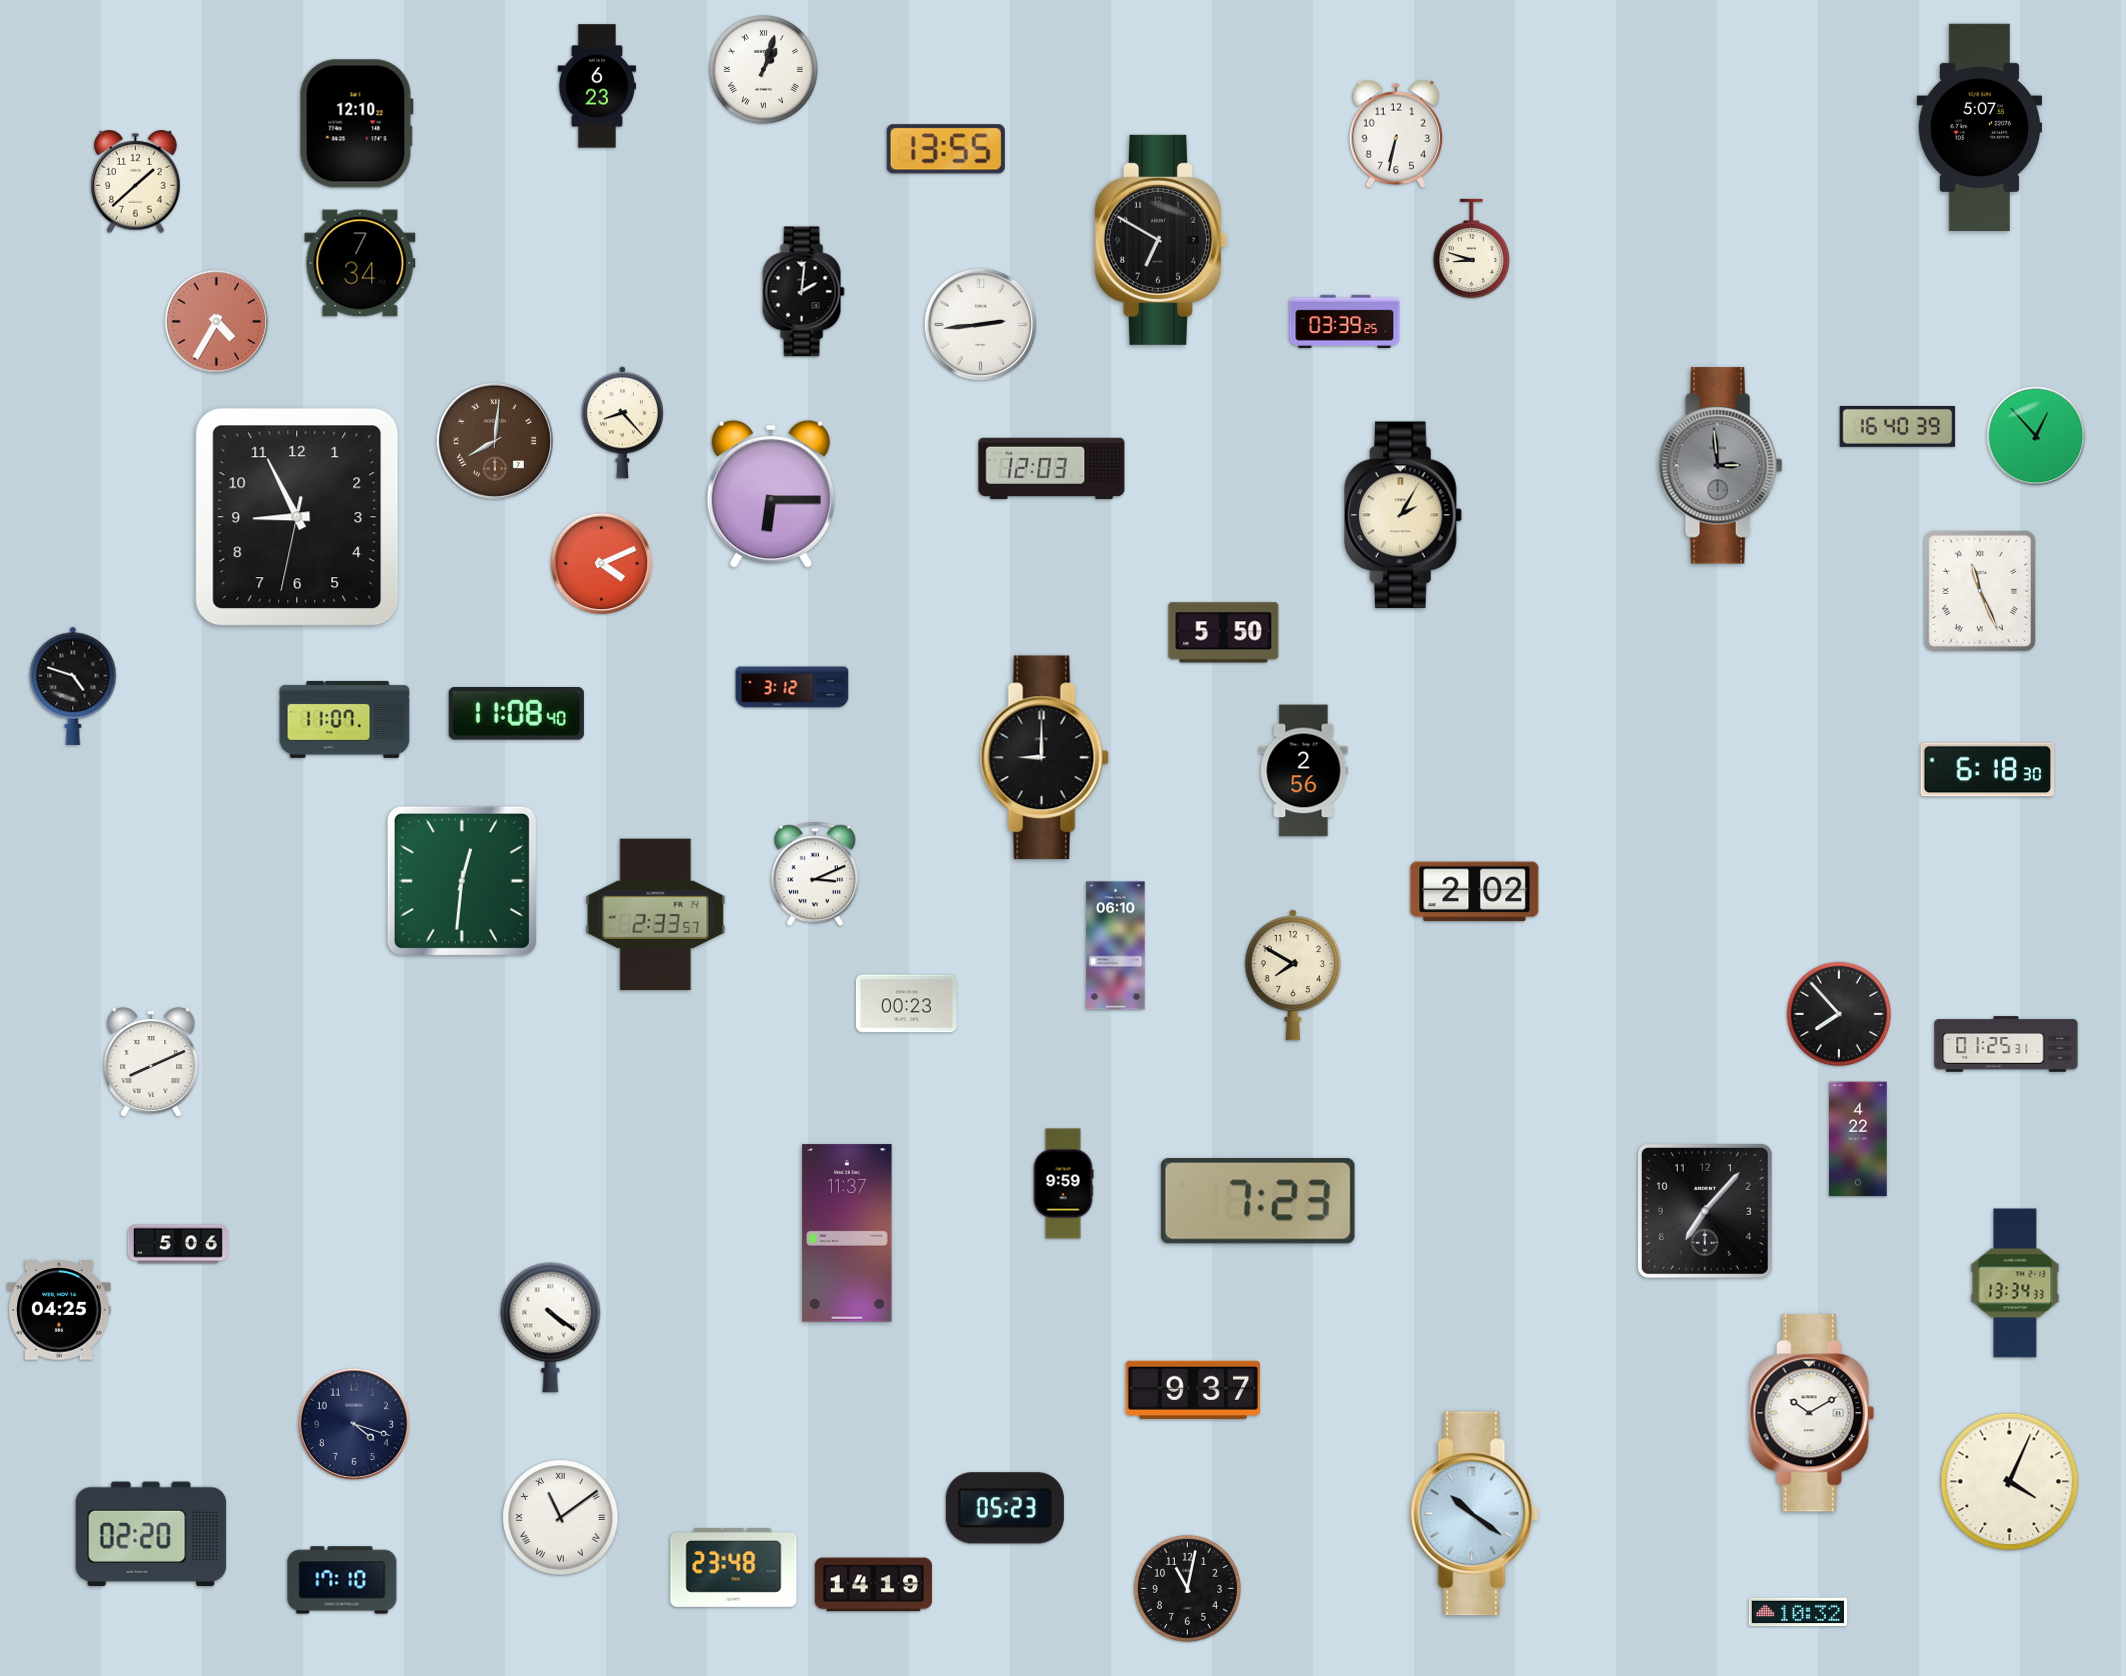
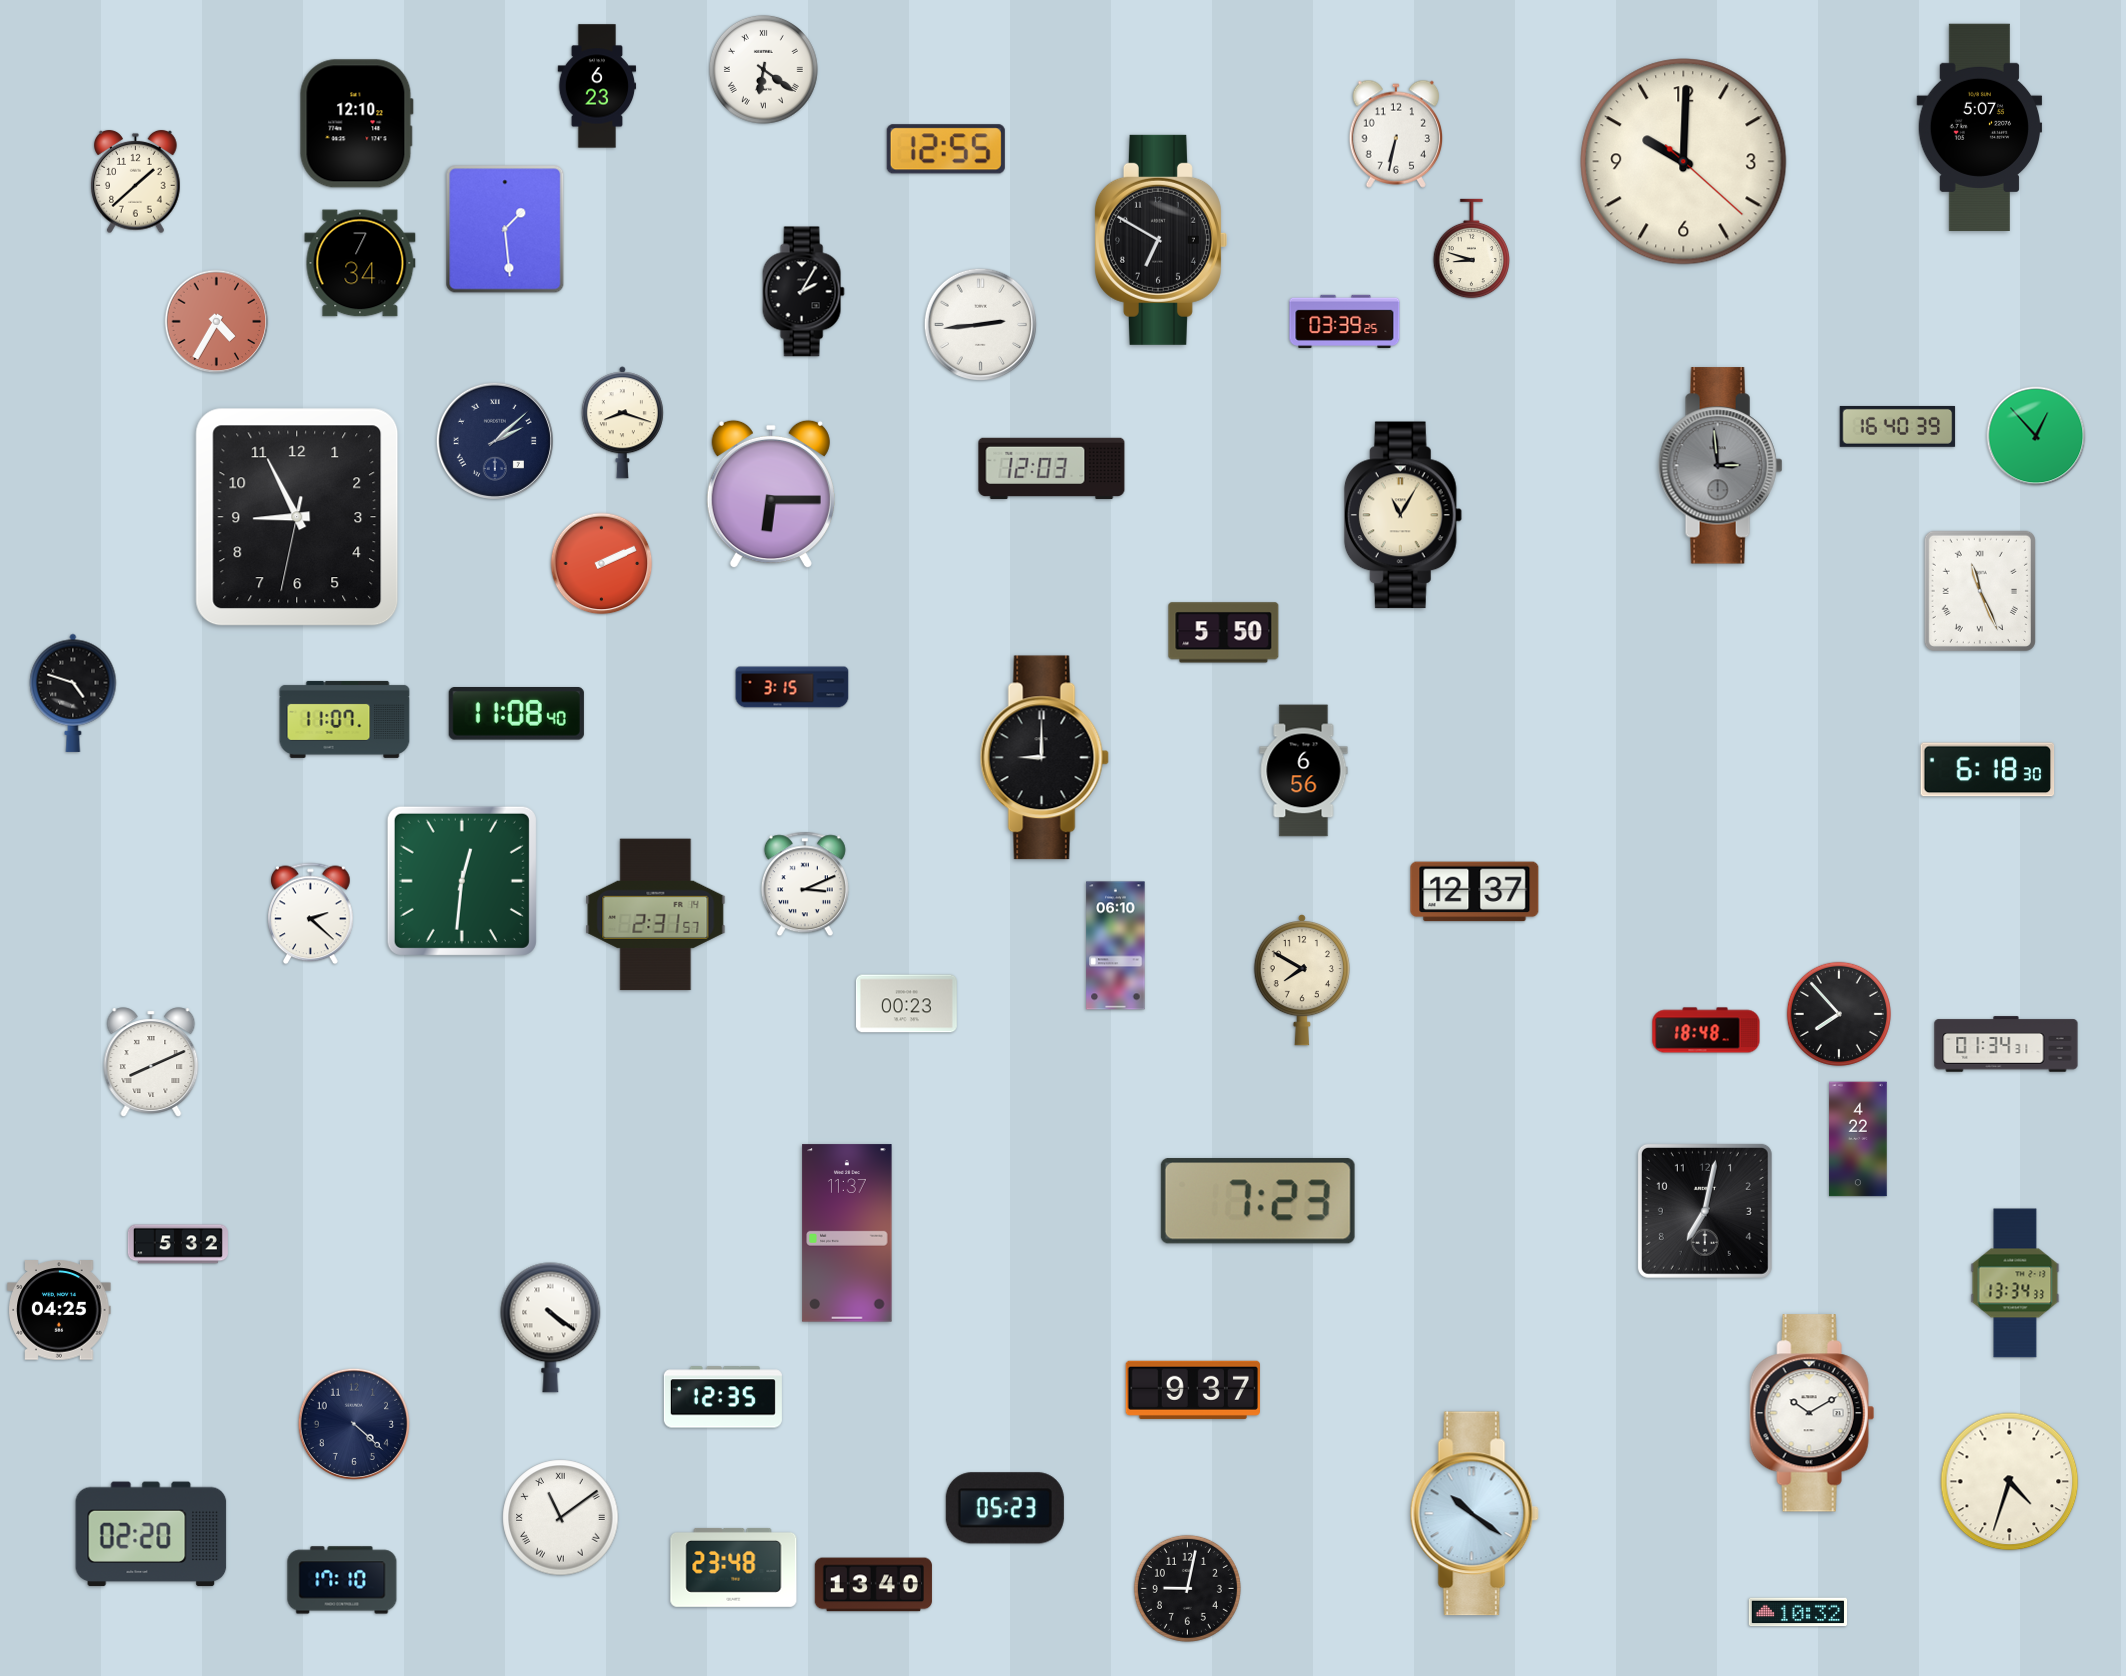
clock at (763, 69): 1:03 -> 6:21
clock at (946, 149): 13:55 -> 12:55
clock at (1684, 162): none -> 10:00
clock at (505, 229): none -> 1:29
clock at (803, 292): 2:01 -> 2:05
clock at (622, 423): 8:23 -> 8:18
clock at (495, 441): 8:01 -> 2:08
clock at (495, 441) dial: brown -> navy
clock at (1403, 515): 2:05 -> 11:05
clock at (602, 564): 4:11 -> 2:11
clock at (73, 686) position: (73, 686) -> (73, 693)
clock at (792, 687): 3:12 -> 3:15
clock at (1304, 771): 2:56 -> 6:56
clock at (815, 874) position: (815, 874) -> (805, 884)
clock at (1475, 892): 2:02 -> 12:37
clock at (311, 914): none -> 2:22
clock at (656, 915): 2:33 -> 2:31
clock at (1293, 975) position: (1293, 975) -> (1302, 980)
clock at (1706, 1030): none -> 18:48
clock at (2006, 1044): 01:25 -> 01:34
clock at (1063, 1184): 9:59 -> none
clock at (1705, 1211): 7:07 -> 7:02
clock at (178, 1244): 5:06 -> 5:32
clock at (723, 1397): none -> 12:35
clock at (353, 1423): 4:18 -> 4:22
clock at (2010, 1482): 4:04 -> 4:33
clock at (873, 1585): 14:19 -> 13:40
clock at (1187, 1588): 11:02 -> 9:02
